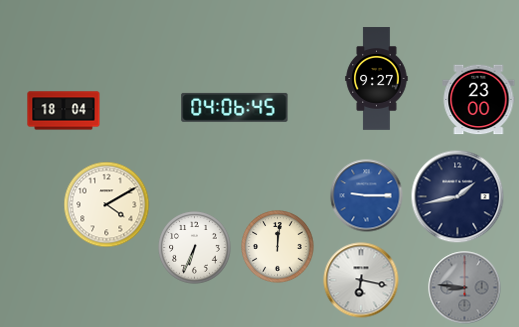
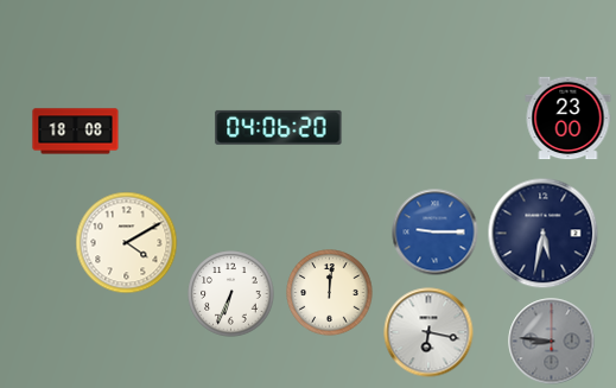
clock at (377, 79): 9:27 -> none
clock at (235, 107): 04:06:45 -> 04:06:20
clock at (64, 111): 18:04 -> 18:08
clock at (458, 197): 1:43 -> 5:32
